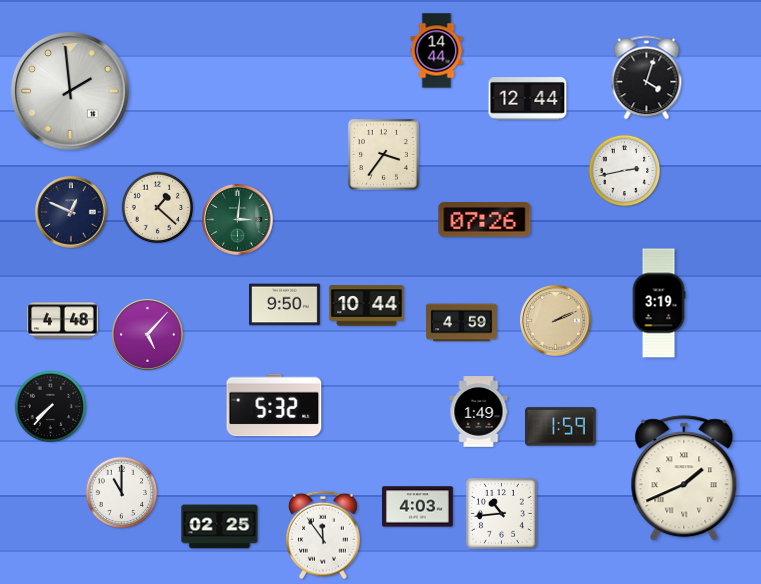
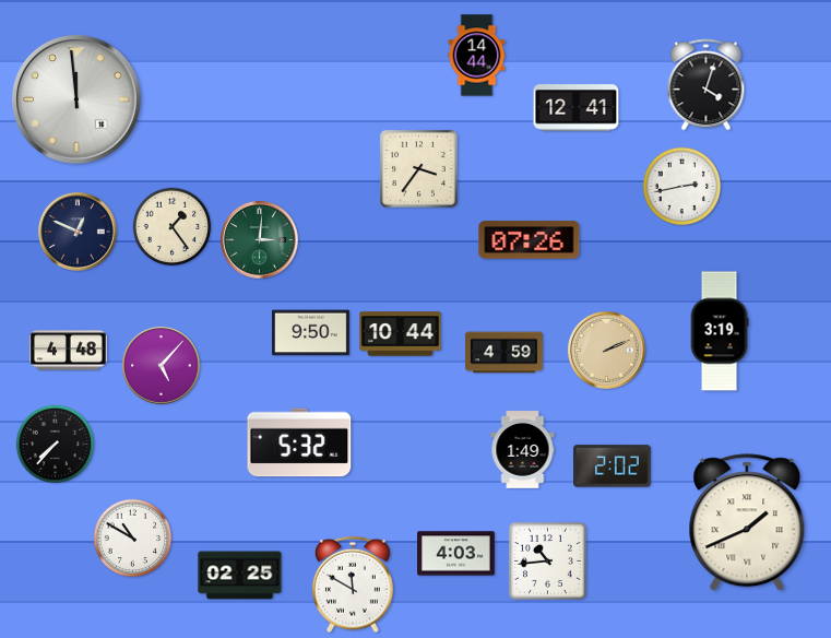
clock at (71, 92): 1:59 -> 11:59
clock at (528, 99): 12:44 -> 12:41
clock at (158, 208): 1:22 -> 1:24
clock at (561, 427): 1:59 -> 2:02
clock at (122, 493): 11:00 -> 10:50
clock at (323, 535): 11:54 -> 11:50
